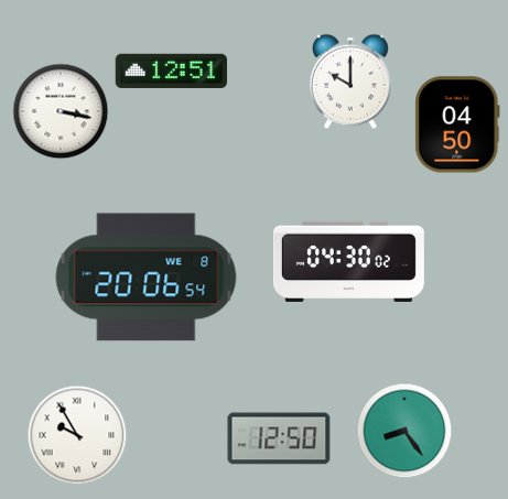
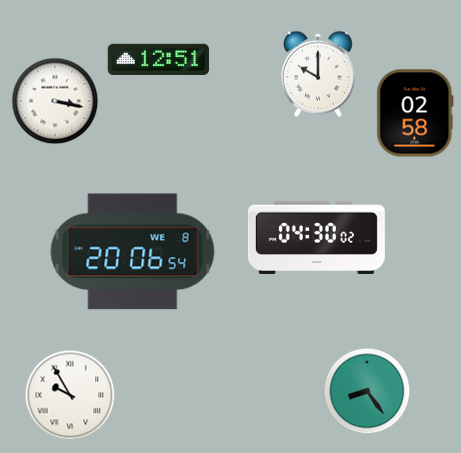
clock at (171, 70) position: (171, 70) -> (158, 59)
clock at (457, 124): 04:50 -> 02:58
clock at (279, 438): 12:50 -> none
